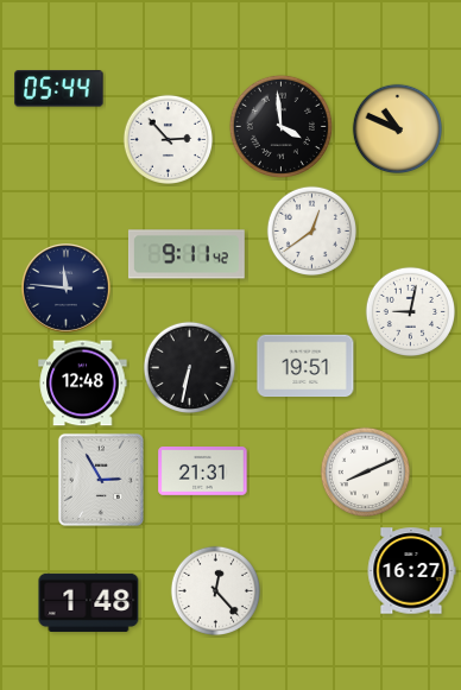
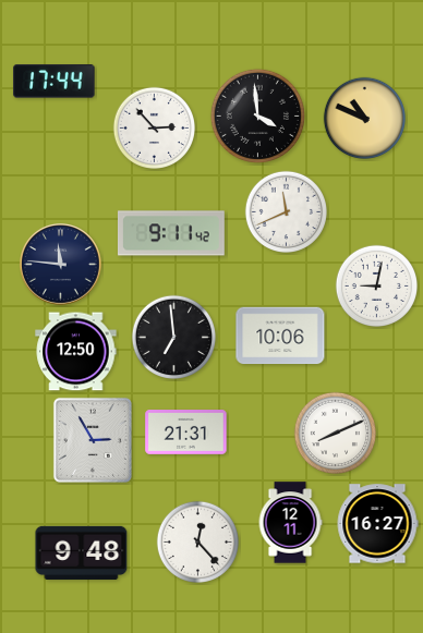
clock at (59, 89): 05:44 -> 17:44
clock at (311, 230): 12:39 -> 11:41
clock at (305, 366): 19:51 -> 10:06
clock at (189, 367): 6:32 -> 6:59
clock at (83, 384): 12:48 -> 12:50
clock at (290, 523): none -> 12:11
clock at (89, 602): 1:48 -> 9:48
